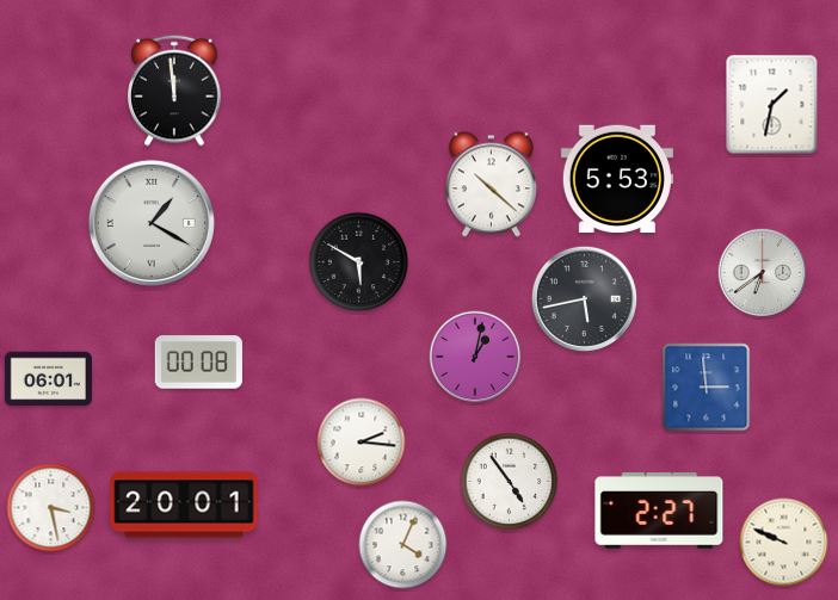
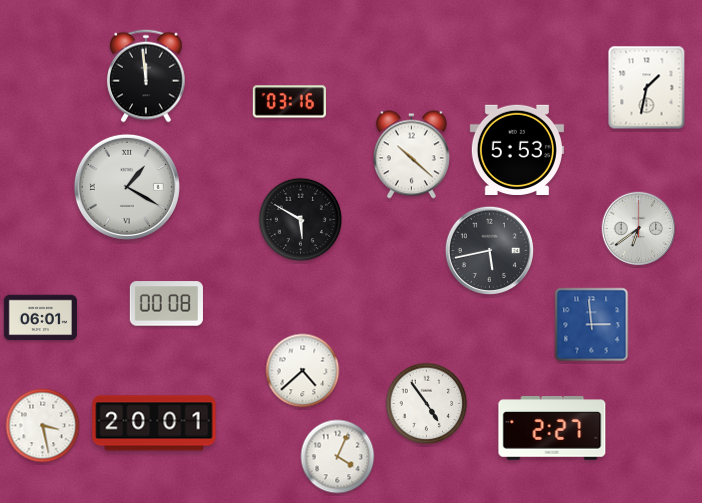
clock at (289, 102): none -> 03:16
clock at (475, 357): 1:02 -> none
clock at (362, 443): 2:16 -> 4:38
clock at (784, 543): 9:49 -> none
